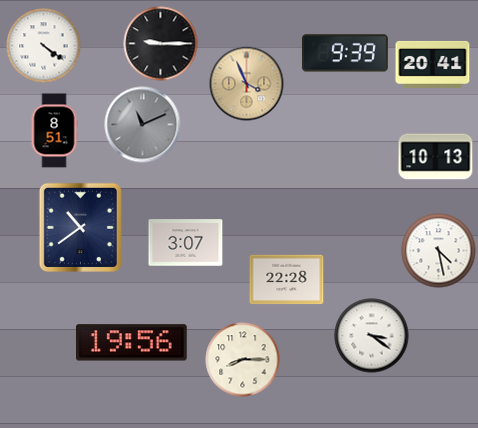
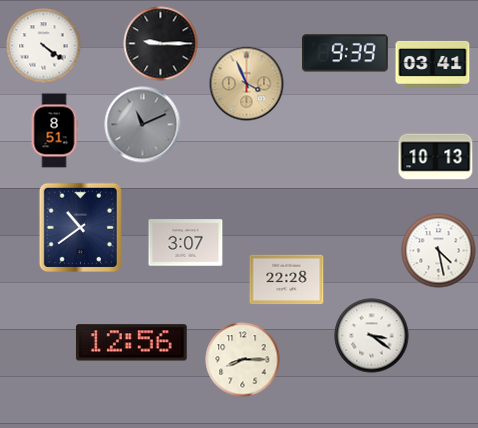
clock at (433, 64): 20:41 -> 03:41
clock at (131, 343): 19:56 -> 12:56
